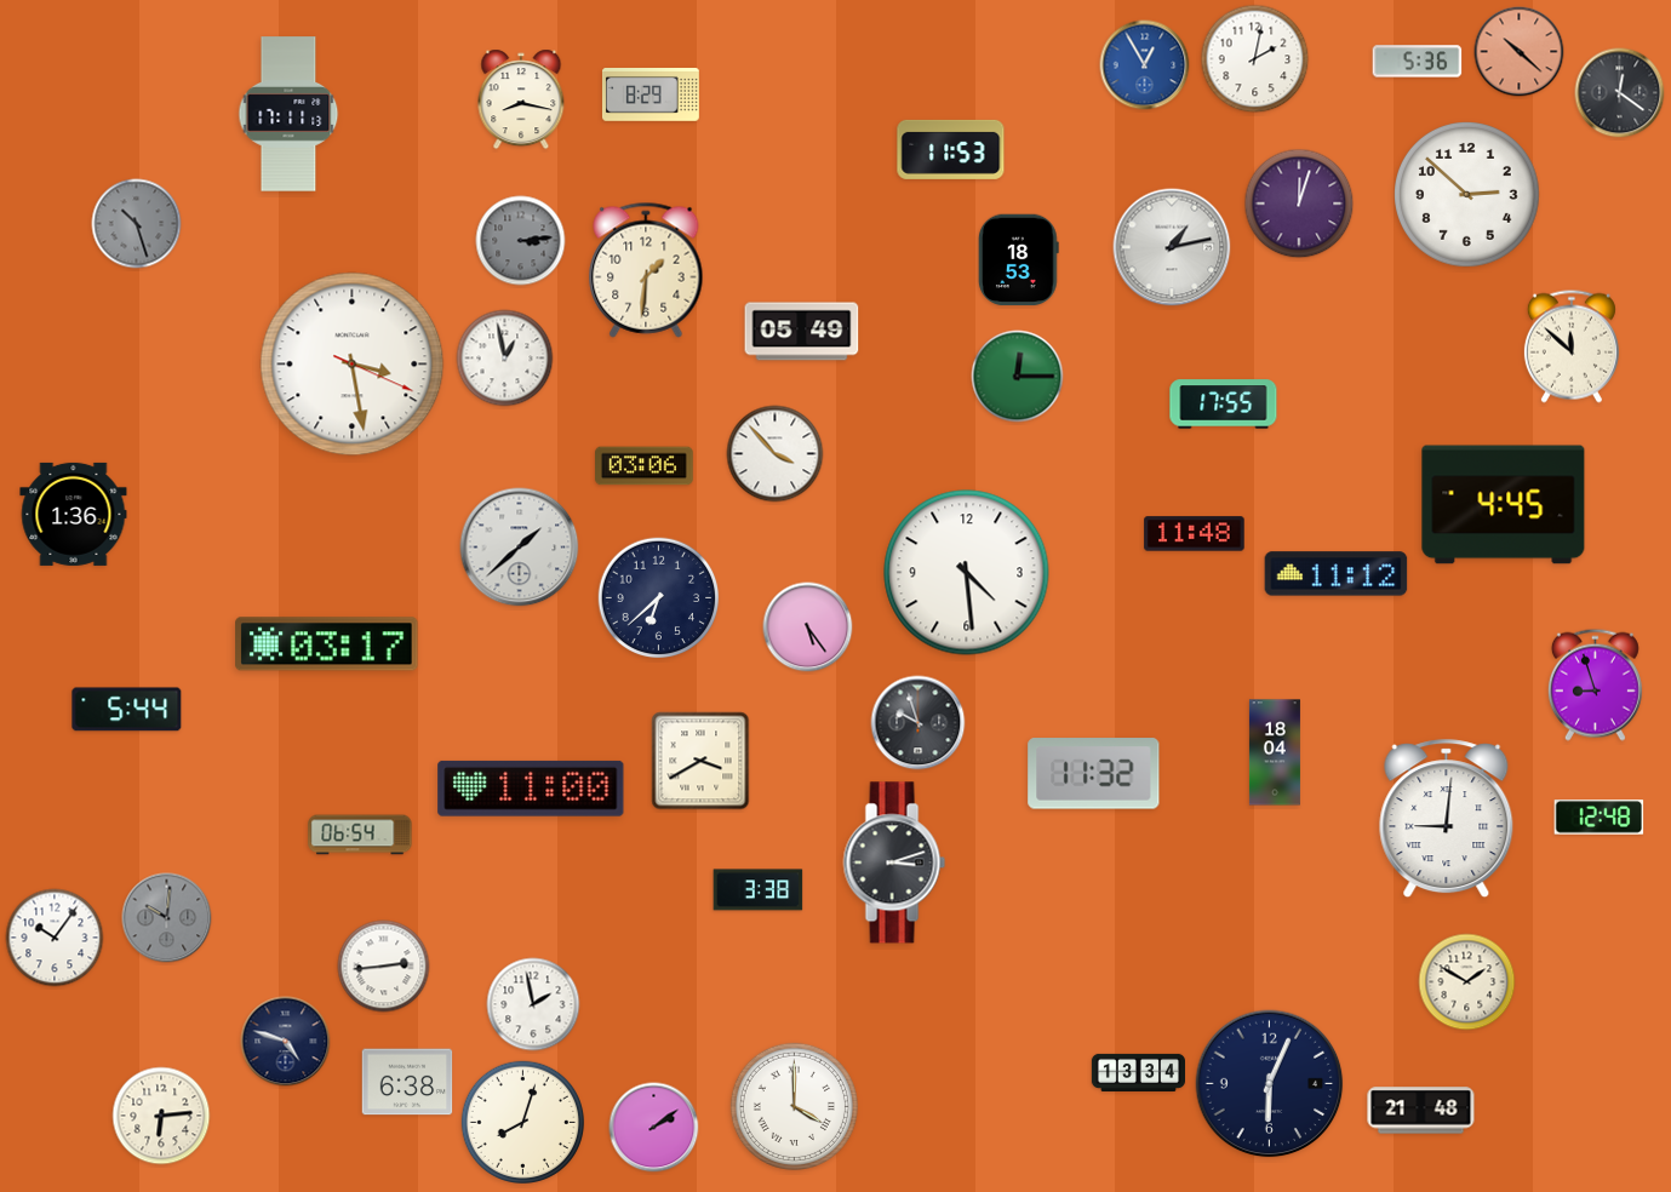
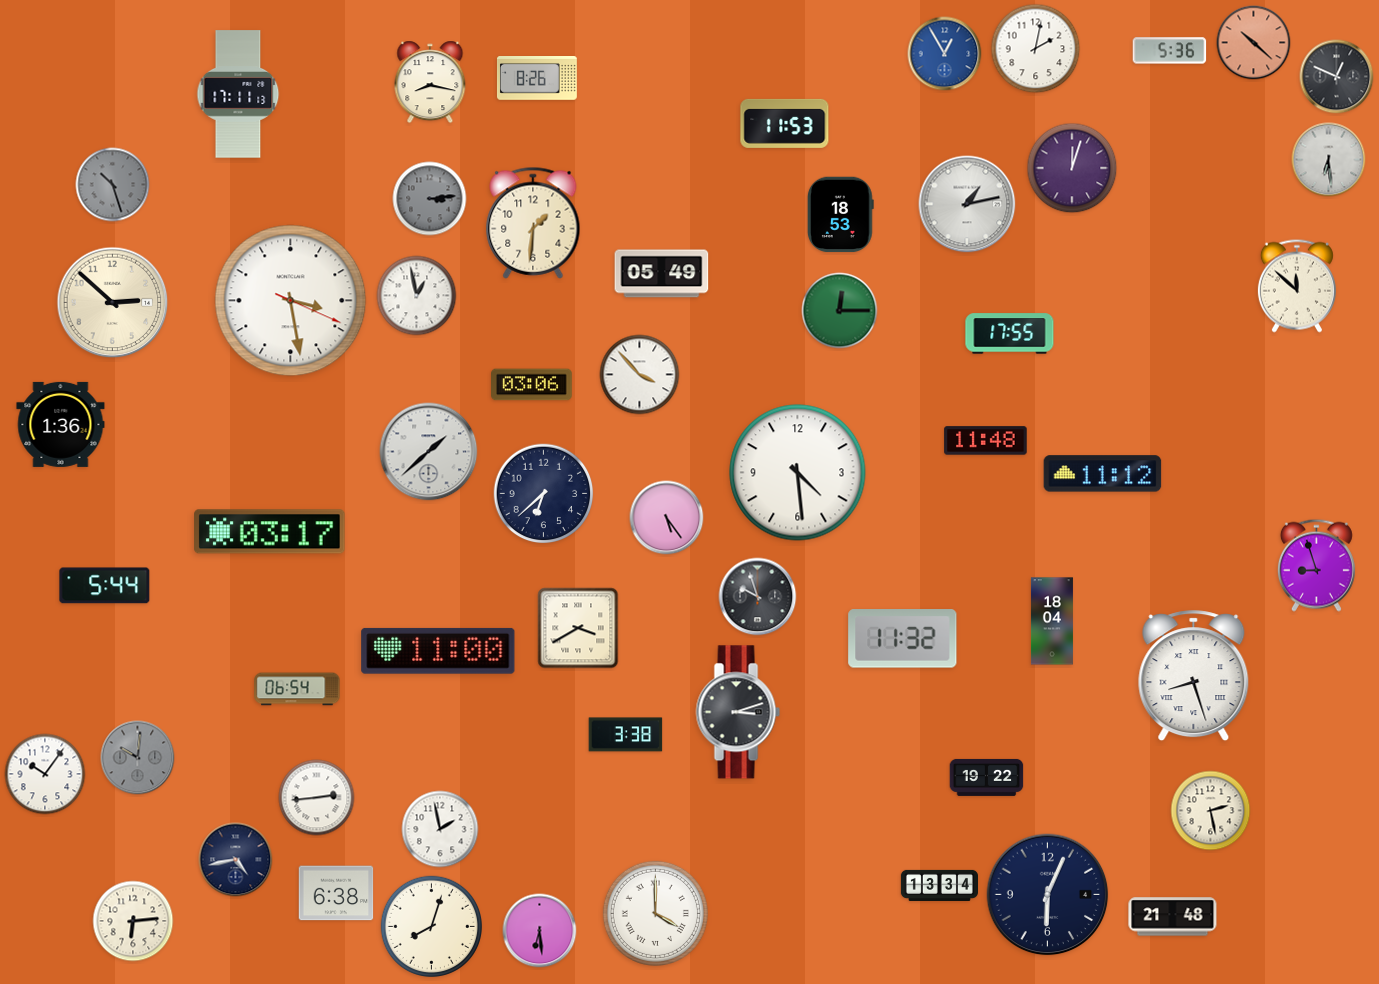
clock at (1620, 93): 12:21 -> 12:49
clock at (651, 96): 8:29 -> 8:26
clock at (1329, 160): none -> 6:29
clock at (1467, 195): 2:52 -> none
clock at (113, 303): none -> 2:52
clock at (1504, 505): 4:45 -> none
clock at (1600, 818): 12:48 -> none
clock at (1447, 819): 9:01 -> 8:27
clock at (987, 777): none -> 19:22
clock at (1467, 982): 1:50 -> 2:28
clock at (286, 1042): 4:48 -> 4:43
clock at (654, 1128): 2:09 -> 6:29
